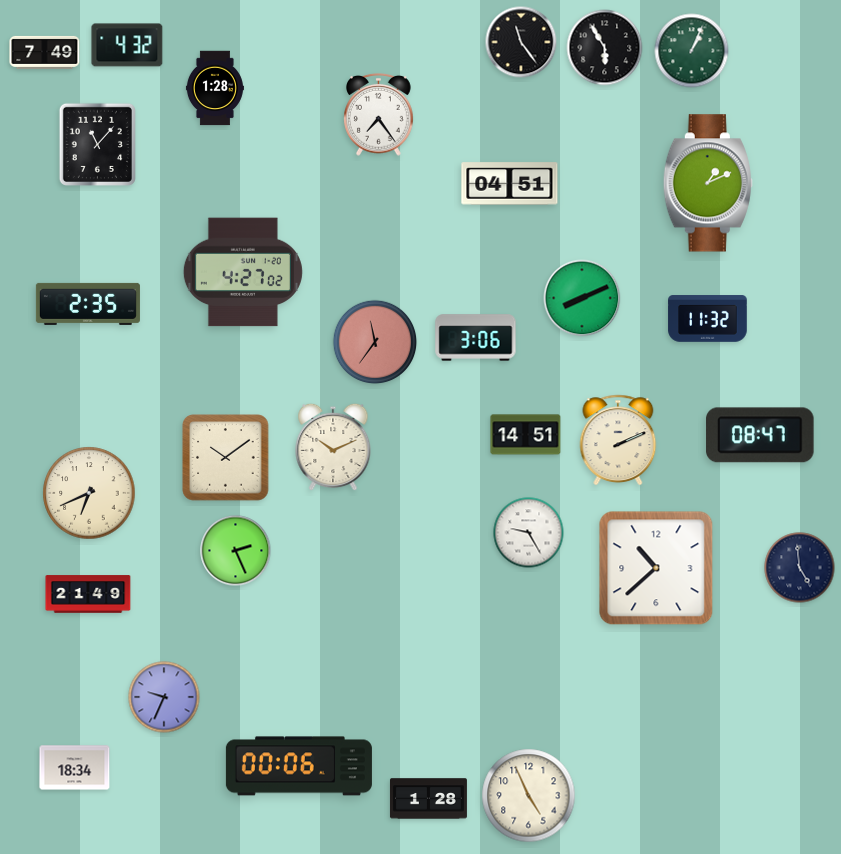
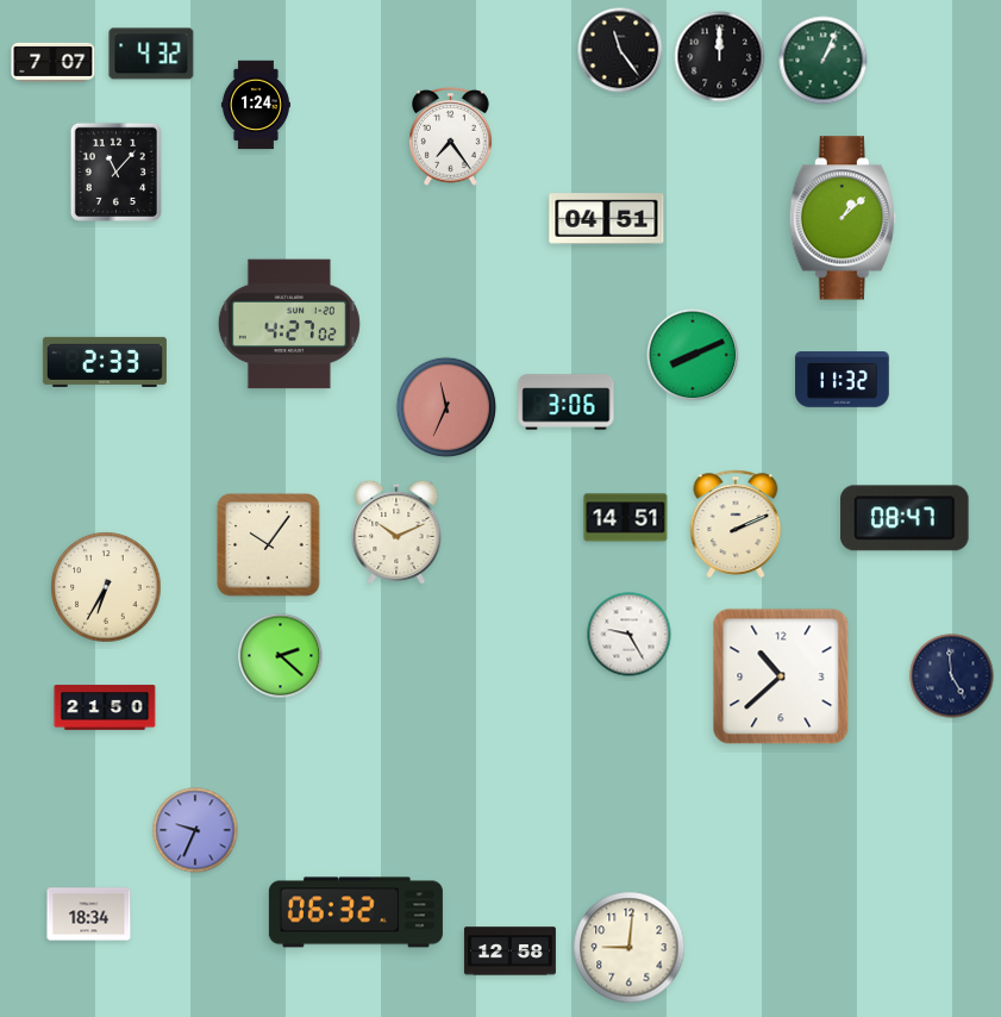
clock at (605, 48): 5:55 -> 12:00
clock at (45, 52): 7:49 -> 7:07
clock at (215, 88): 1:28 -> 1:24
clock at (708, 183): 1:11 -> 1:08
clock at (88, 304): 2:35 -> 2:33
clock at (375, 342): 11:36 -> 11:34
clock at (226, 458): 10:09 -> 10:06
clock at (89, 493): 6:41 -> 6:35
clock at (236, 551): 2:26 -> 2:22
clock at (88, 594): 21:49 -> 21:50
clock at (299, 766): 00:06 -> 06:32
clock at (529, 796): 4:56 -> 9:01
clock at (428, 799): 1:28 -> 12:58
